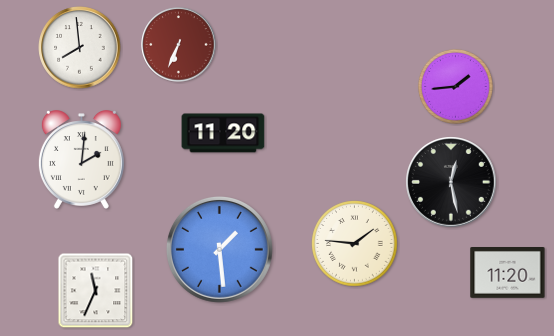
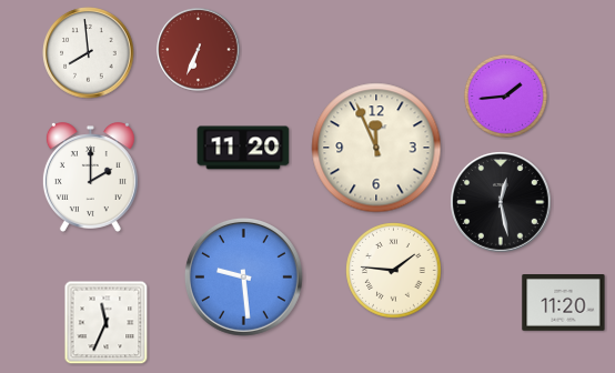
clock at (223, 133) position: (223, 133) -> (243, 148)
clock at (376, 148): none -> 11:56
clock at (81, 160): 2:01 -> 2:00
clock at (219, 249): 1:29 -> 9:29
